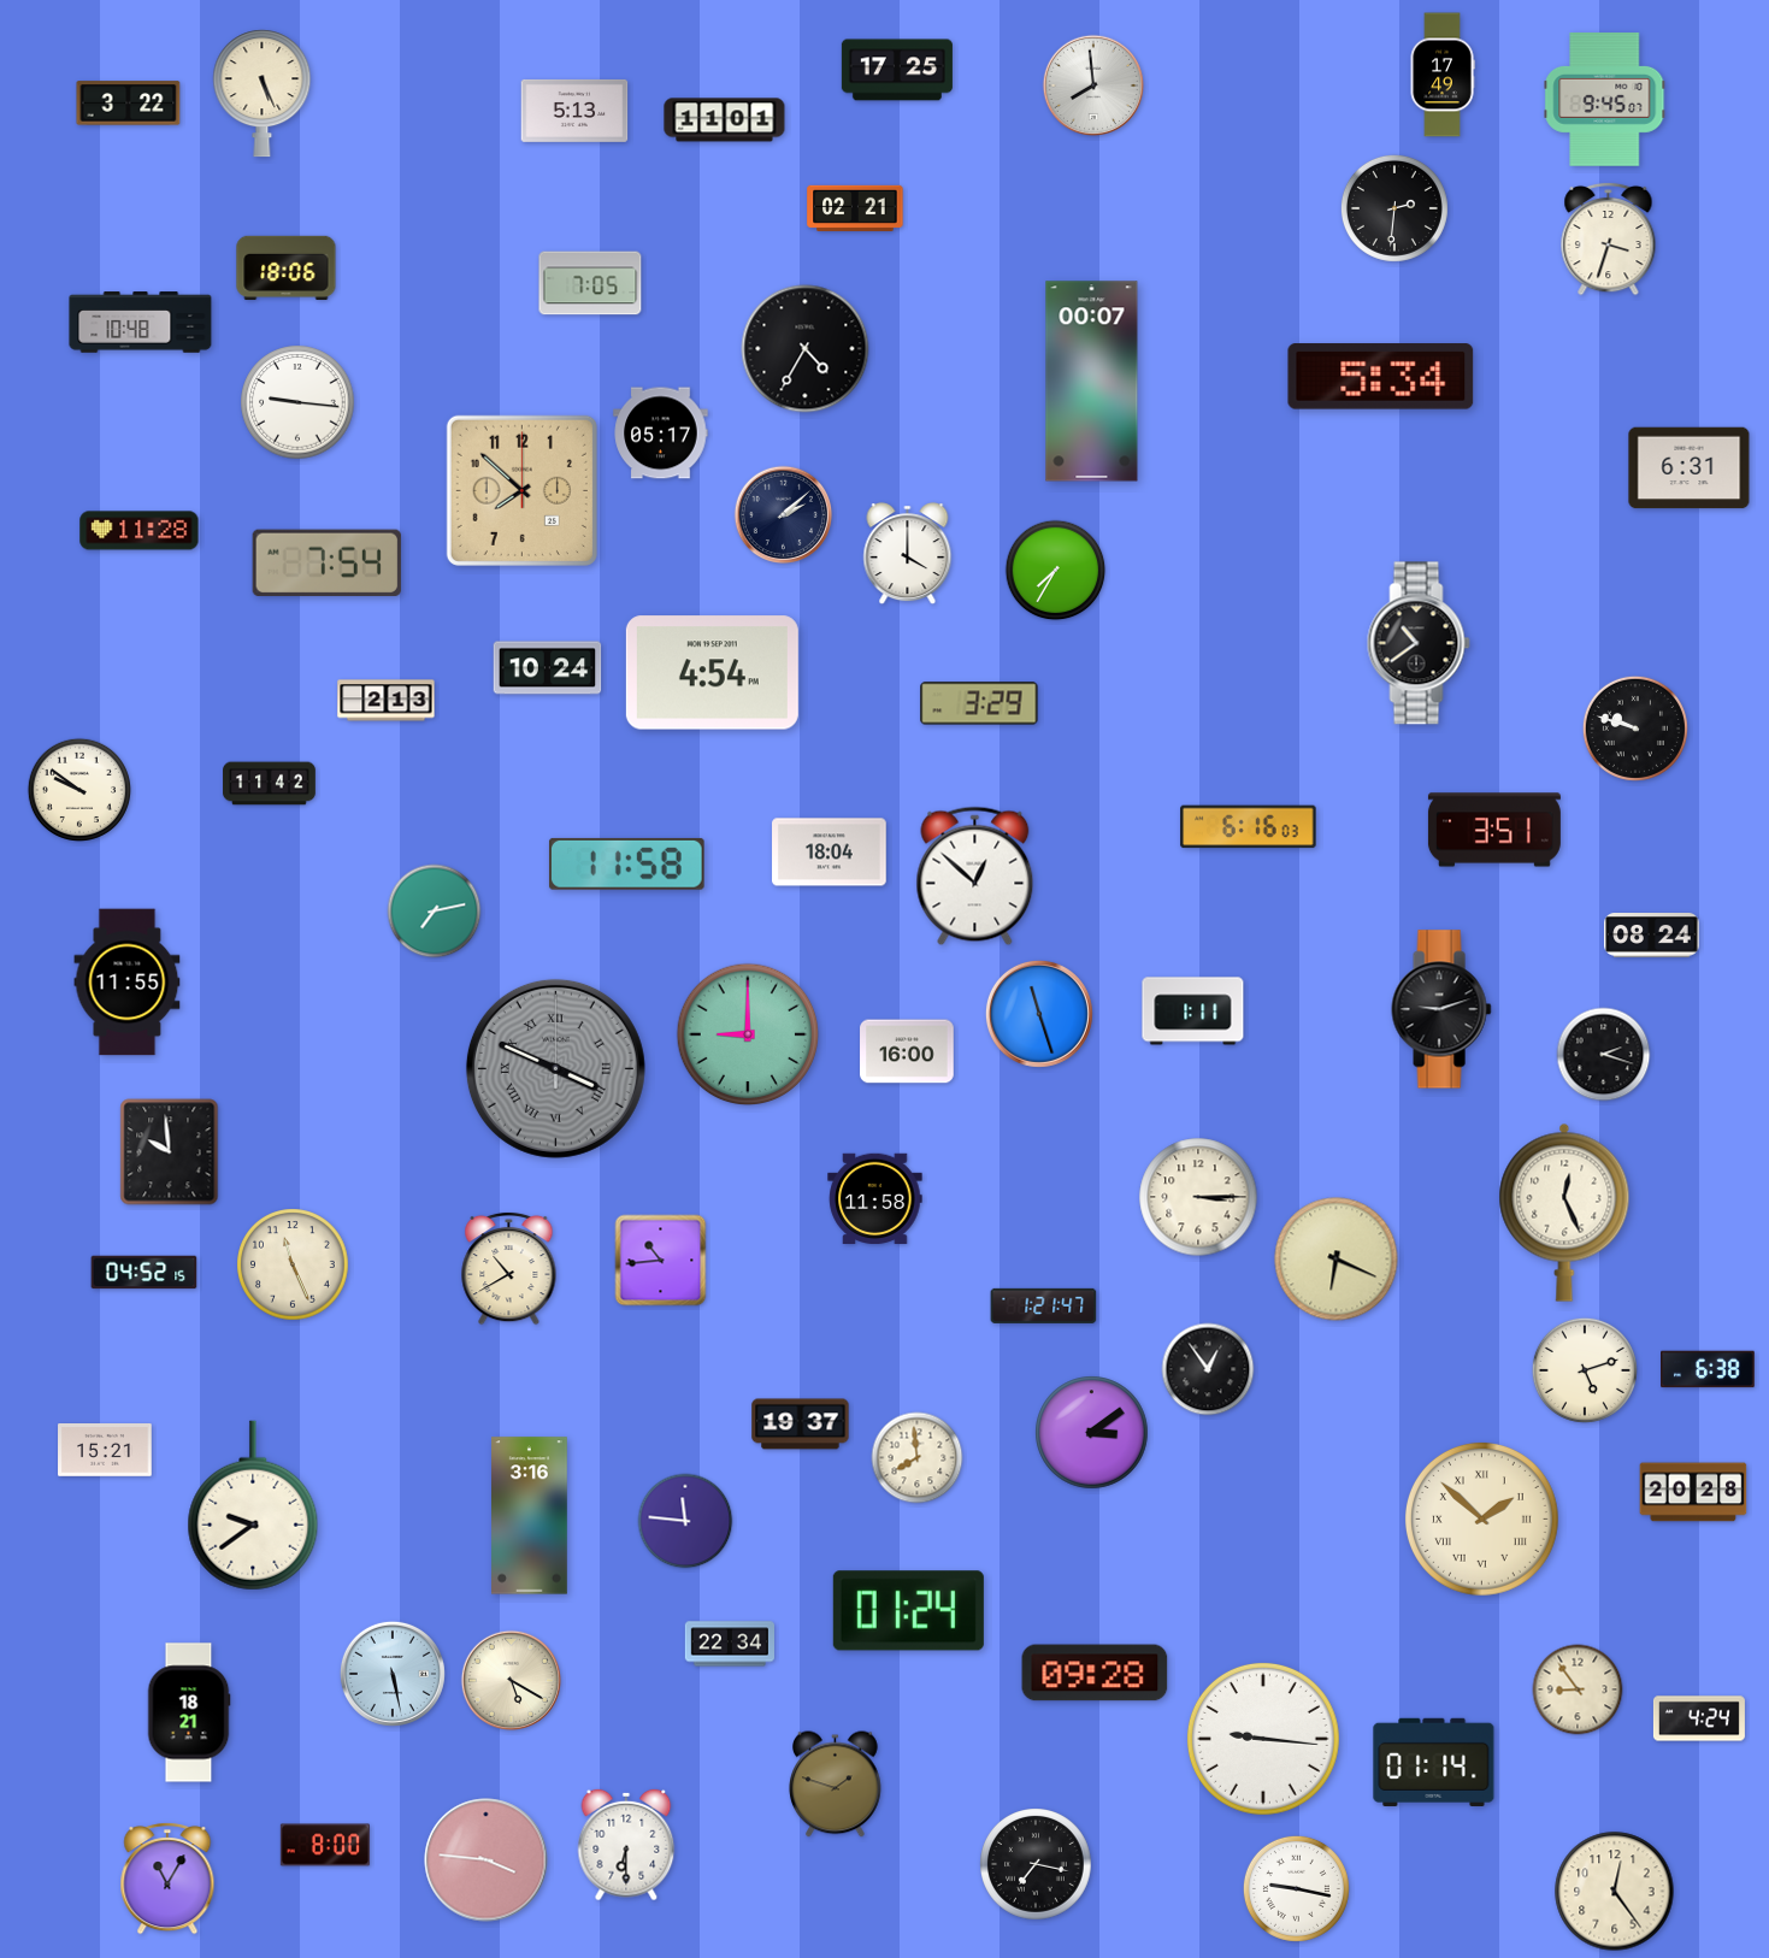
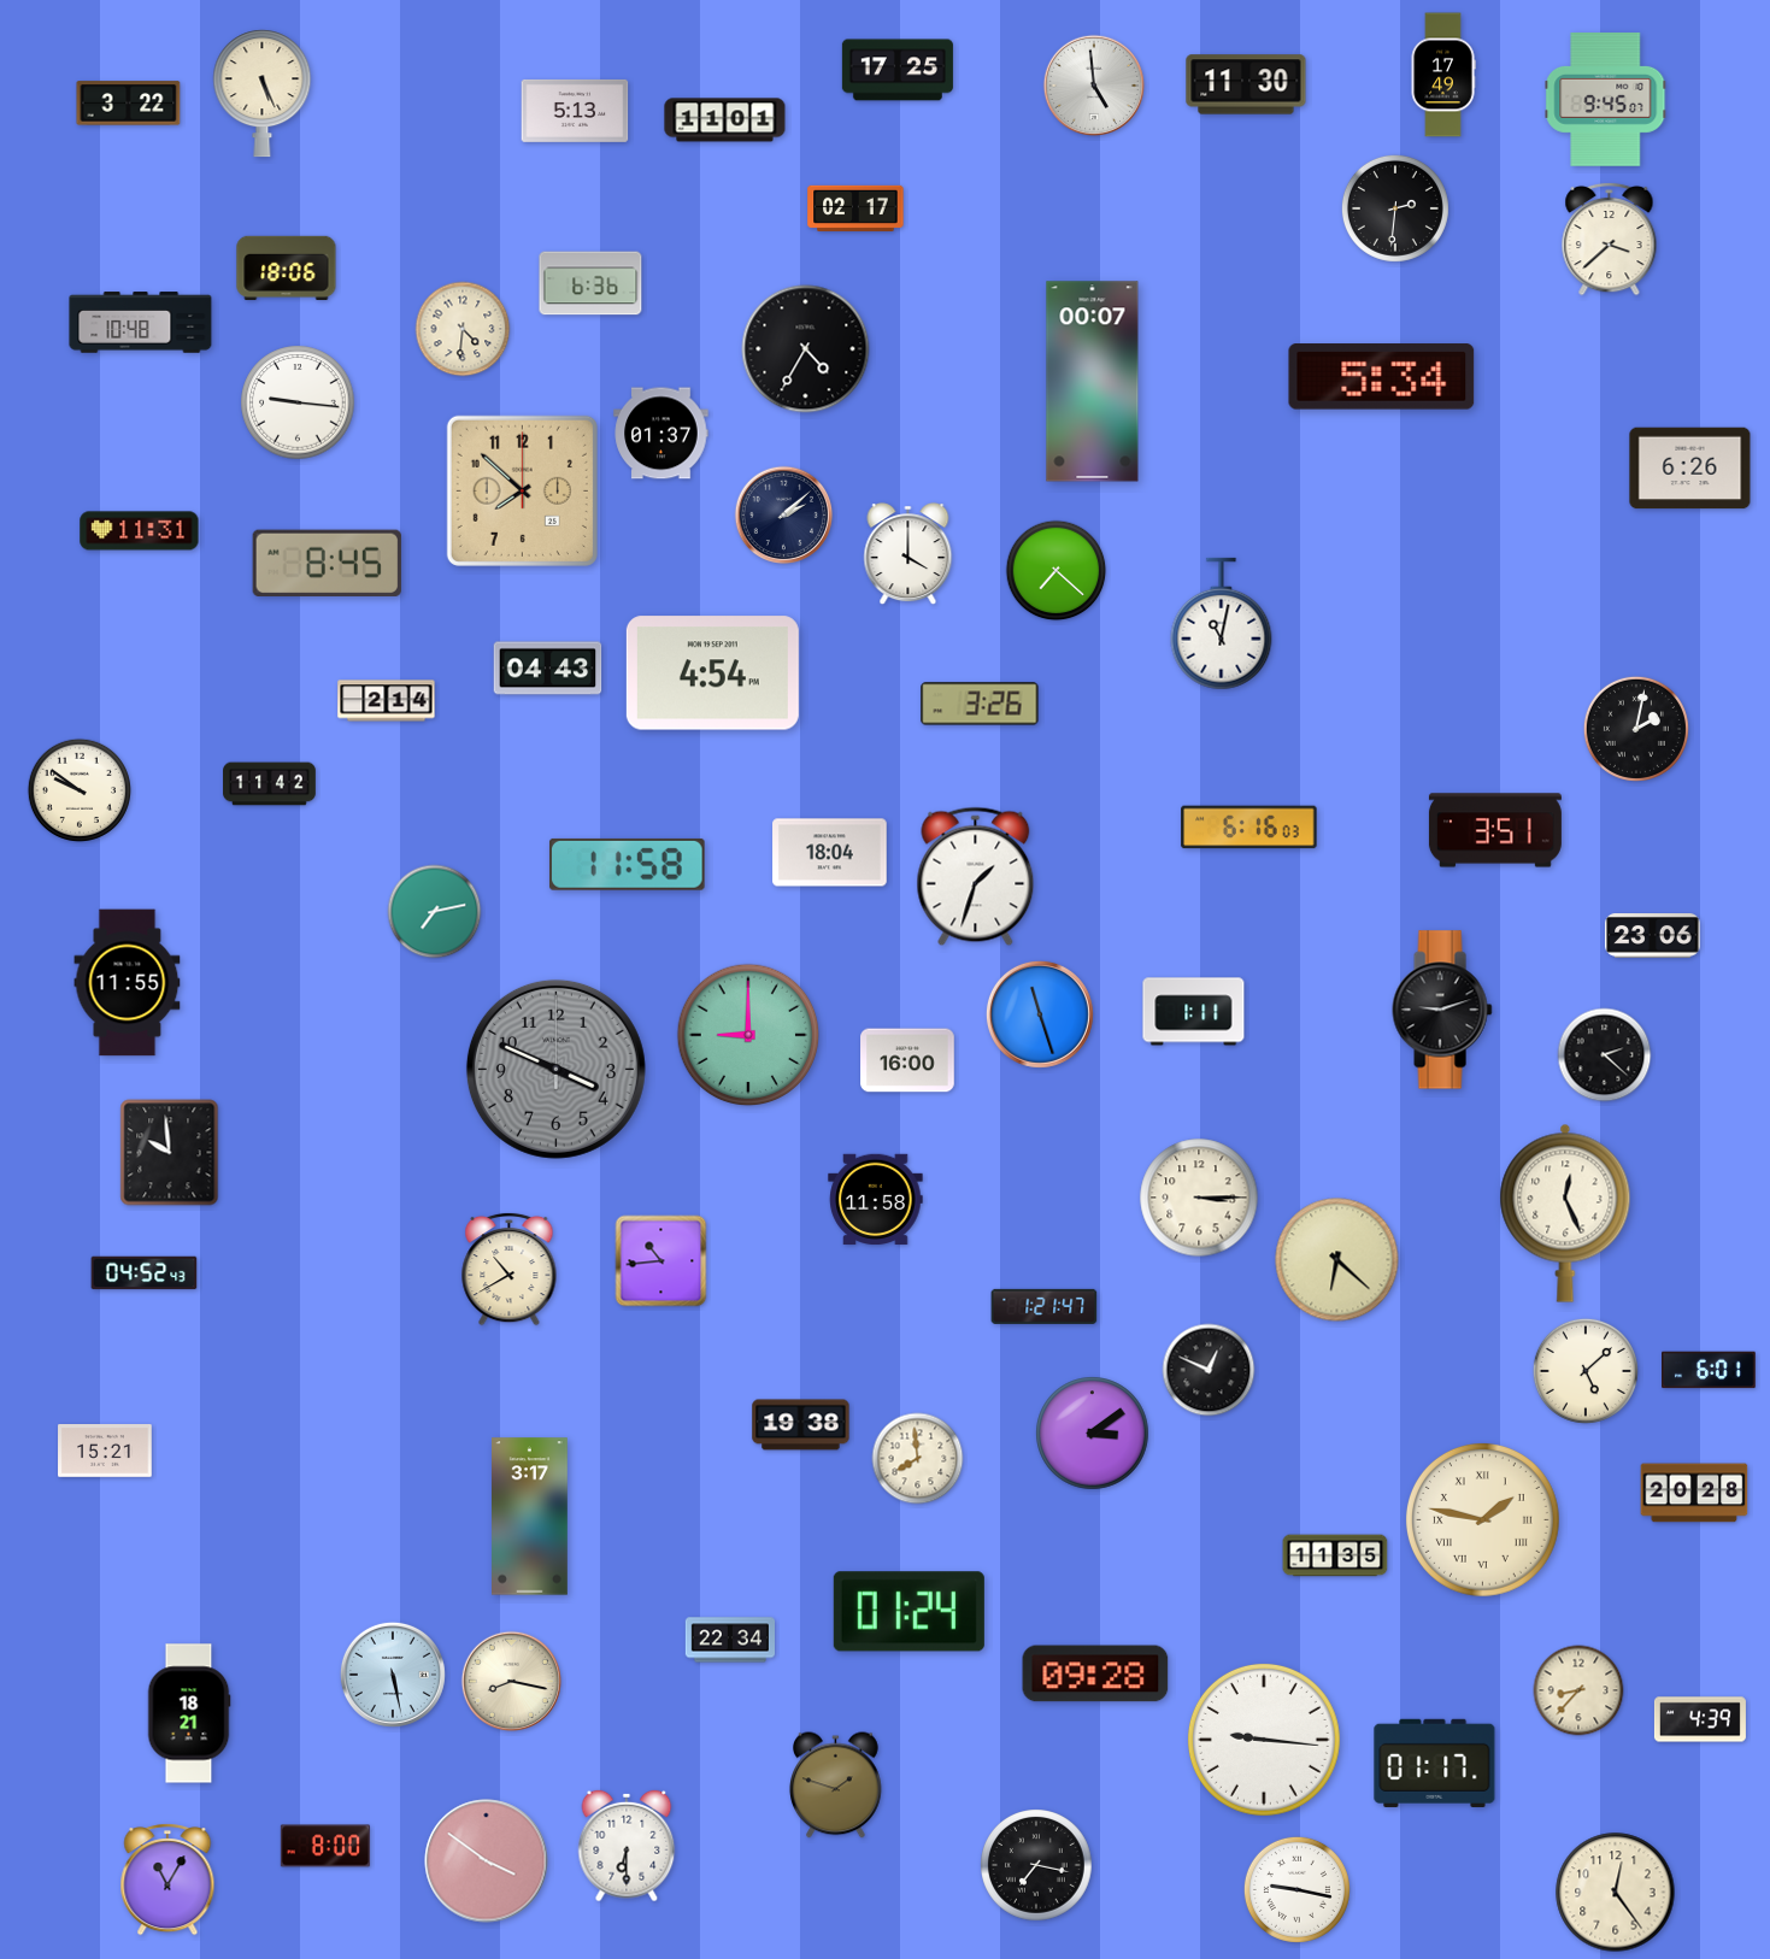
clock at (1246, 84): none -> 11:30
clock at (1093, 85): 7:59 -> 4:59
clock at (855, 208): 02:21 -> 02:17
clock at (1609, 238): 3:33 -> 3:38
clock at (590, 283): 7:05 -> 6:36
clock at (463, 329): none -> 4:31
clock at (661, 434): 05:17 -> 01:37
clock at (1690, 468): 6:31 -> 6:26
clock at (140, 531): 11:28 -> 11:31
clock at (326, 562): 7:54 -> 8:45
clock at (1056, 571): 7:35 -> 7:22
clock at (1222, 624): none -> 11:02
clock at (1419, 643): 10:39 -> none
clock at (548, 668): 10:24 -> 04:43
clock at (387, 701): 2:13 -> 2:14
clock at (979, 703): 3:29 -> 3:26
clock at (1635, 729): 9:48 -> 2:02
clock at (975, 877): 12:52 -> 1:33
clock at (1652, 936): 08:24 -> 23:06
clock at (907, 1051) position: (907, 1051) -> (907, 1060)
clock at (1604, 1055): 2:18 -> 2:22
clock at (555, 1068) numerals: Roman -> Arabic
clock at (1337, 1260): 6:19 -> 6:22
clock at (293, 1264): 11:26 -> none
clock at (145, 1273): 04:52:15 -> 04:52:43
clock at (1208, 1369): 12:54 -> 12:49
clock at (1708, 1369): 6:38 -> 6:01
clock at (1585, 1370): 5:12 -> 5:08
clock at (801, 1425): 19:37 -> 19:38
clock at (253, 1505): 9:39 -> none
clock at (530, 1516): 3:16 -> 3:17
clock at (1481, 1518): 1:52 -> 1:47
clock at (685, 1521): 11:46 -> none
clock at (1335, 1555): none -> 11:35
clock at (729, 1644) position: (729, 1644) -> (729, 1640)
clock at (511, 1680): 5:20 -> 8:17
clock at (1578, 1689): 8:54 -> 8:37
clock at (1699, 1718): 4:24 -> 4:39
clock at (1434, 1762): 01:14 -> 01:17
clock at (487, 1860): 3:46 -> 3:51
